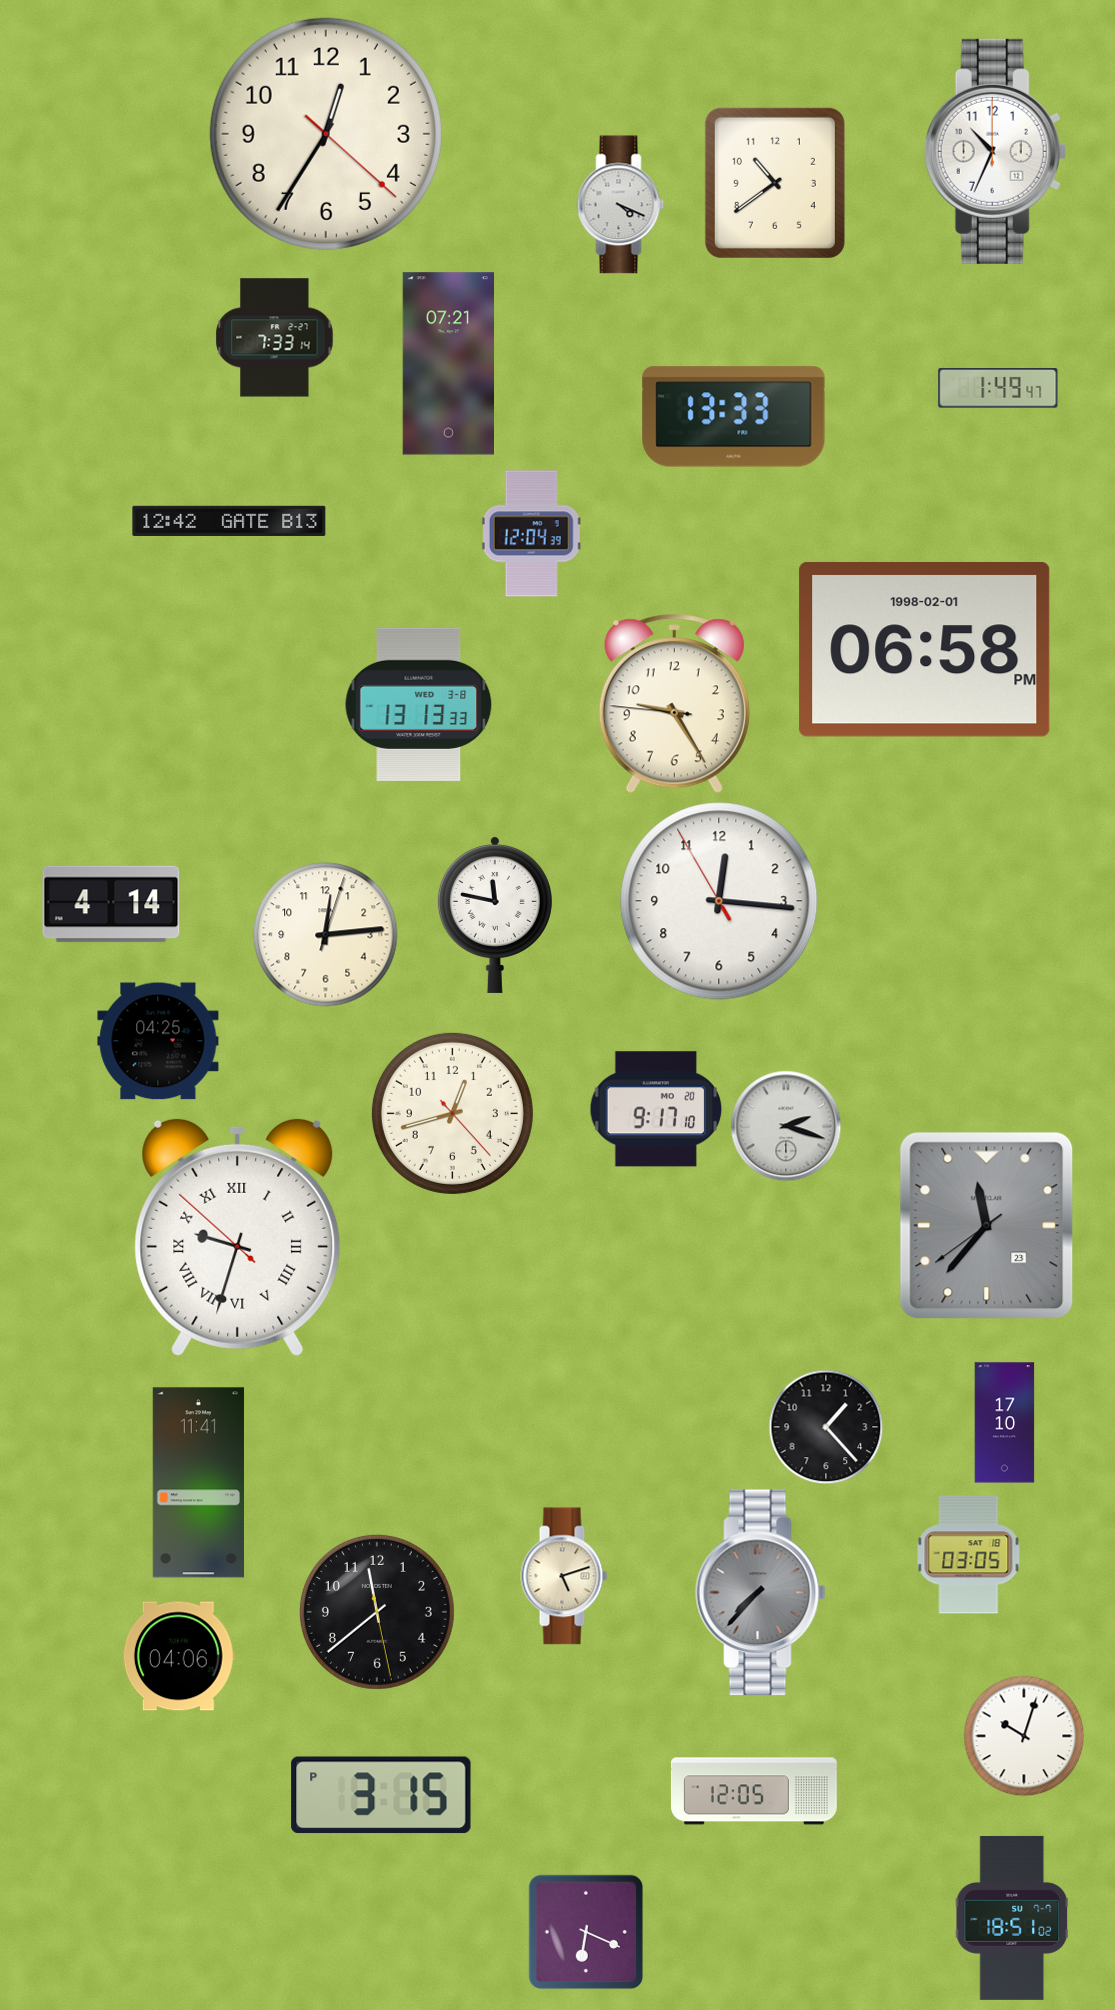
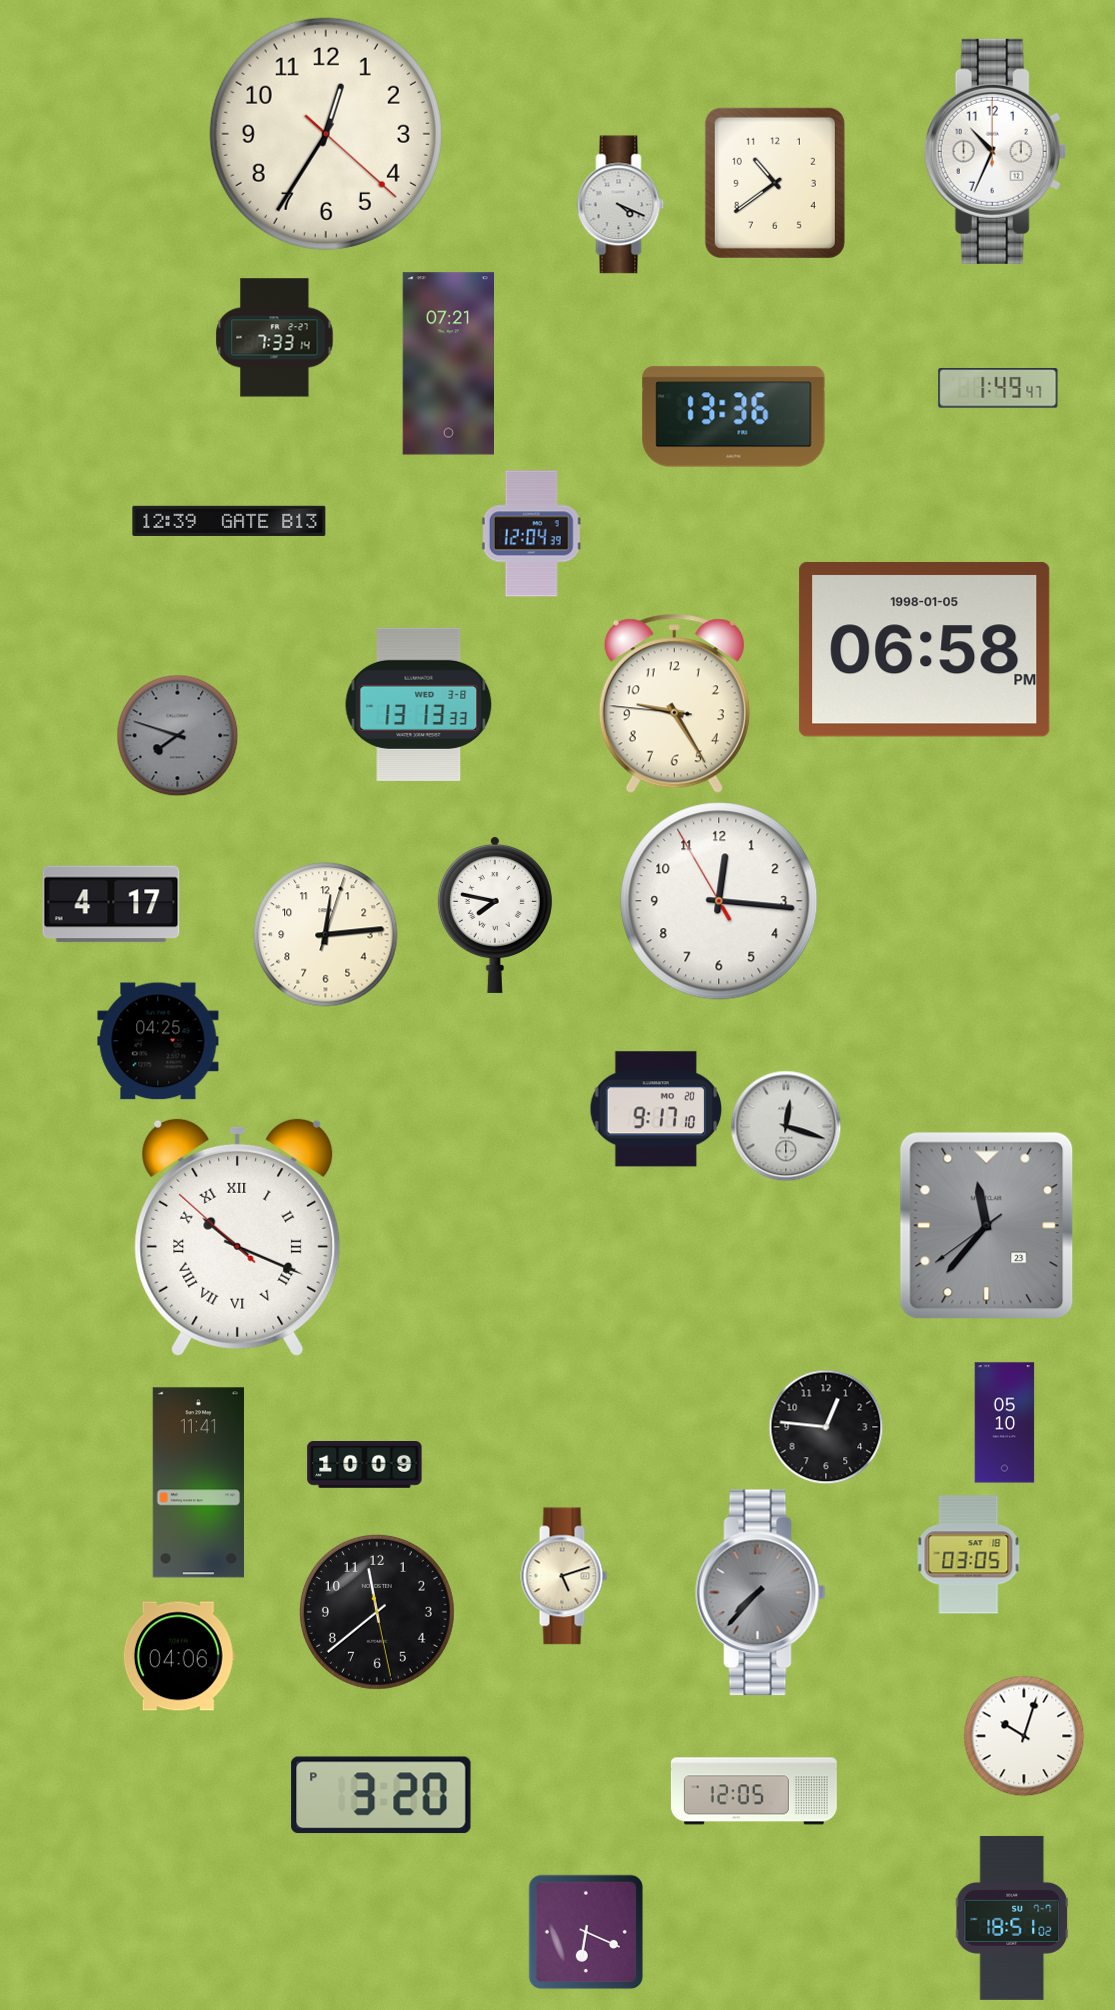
clock at (734, 417): 13:33 -> 13:36
clock at (229, 521): 12:42 -> 12:39
clock at (925, 649) date: 1998-02-01 -> 1998-01-05
clock at (177, 735): none -> 7:48
clock at (111, 904): 4:14 -> 4:17
clock at (495, 914): 11:47 -> 7:47
clock at (452, 1113): 12:42 -> none
clock at (786, 1126): 2:18 -> 12:18
clock at (238, 1237): 9:32 -> 10:18
clock at (1005, 1423): 17:10 -> 05:10
clock at (826, 1427): 1:23 -> 12:46
clock at (365, 1465): none -> 10:09
clock at (381, 1795): 3:15 -> 3:20
